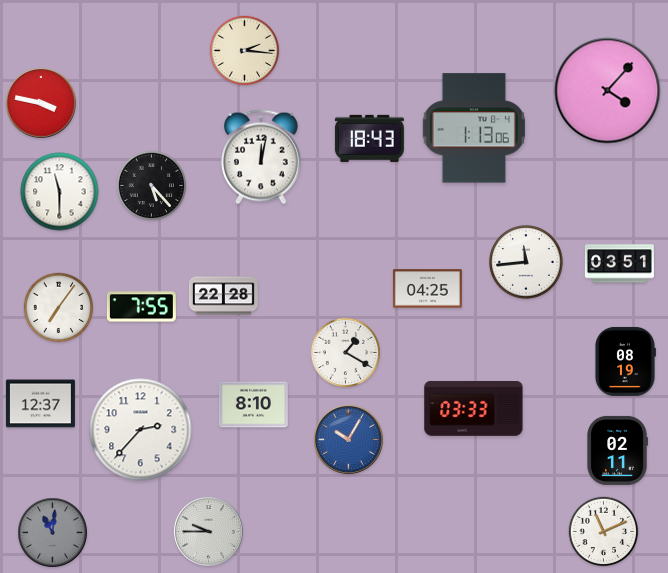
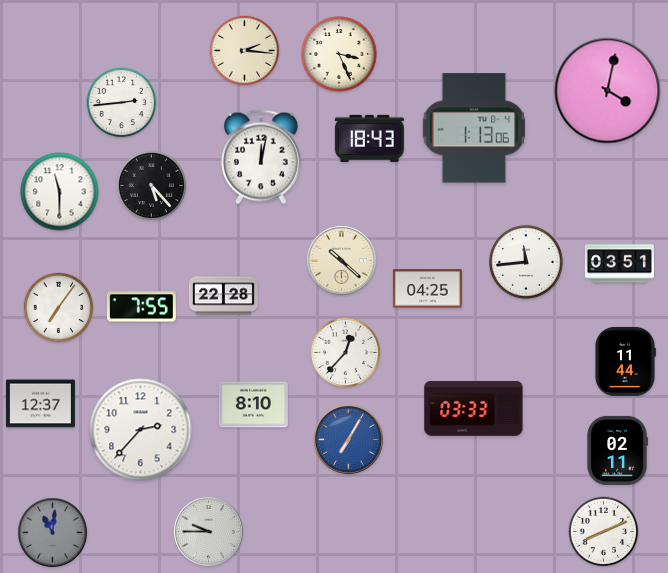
clock at (339, 54): none -> 3:26
clock at (608, 91): 4:07 -> 4:02
clock at (41, 103): 3:47 -> none
clock at (122, 103): none -> 2:44
clock at (342, 261): none -> 10:22
clock at (346, 353): 1:20 -> 12:37
clock at (626, 361): 08:19 -> 11:44
clock at (349, 440): 10:05 -> 7:05
clock at (604, 532): 11:11 -> 8:11
